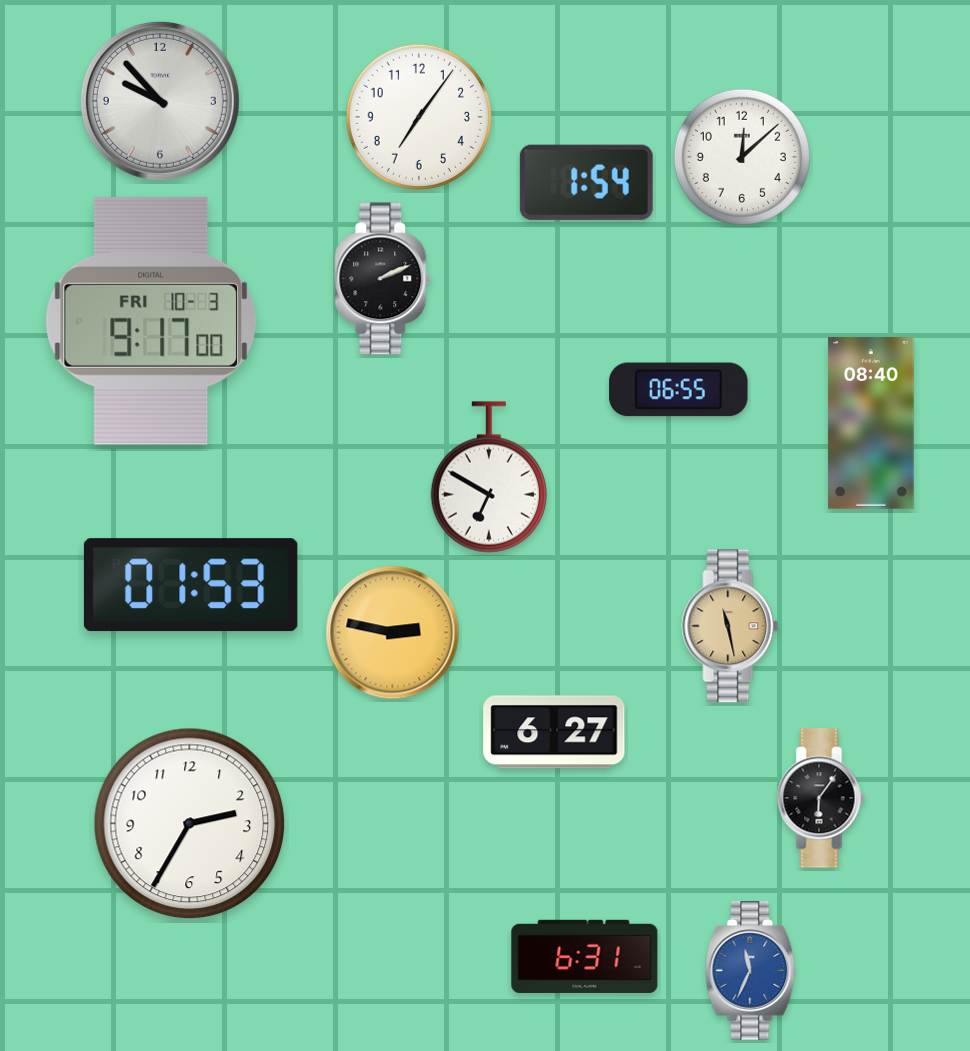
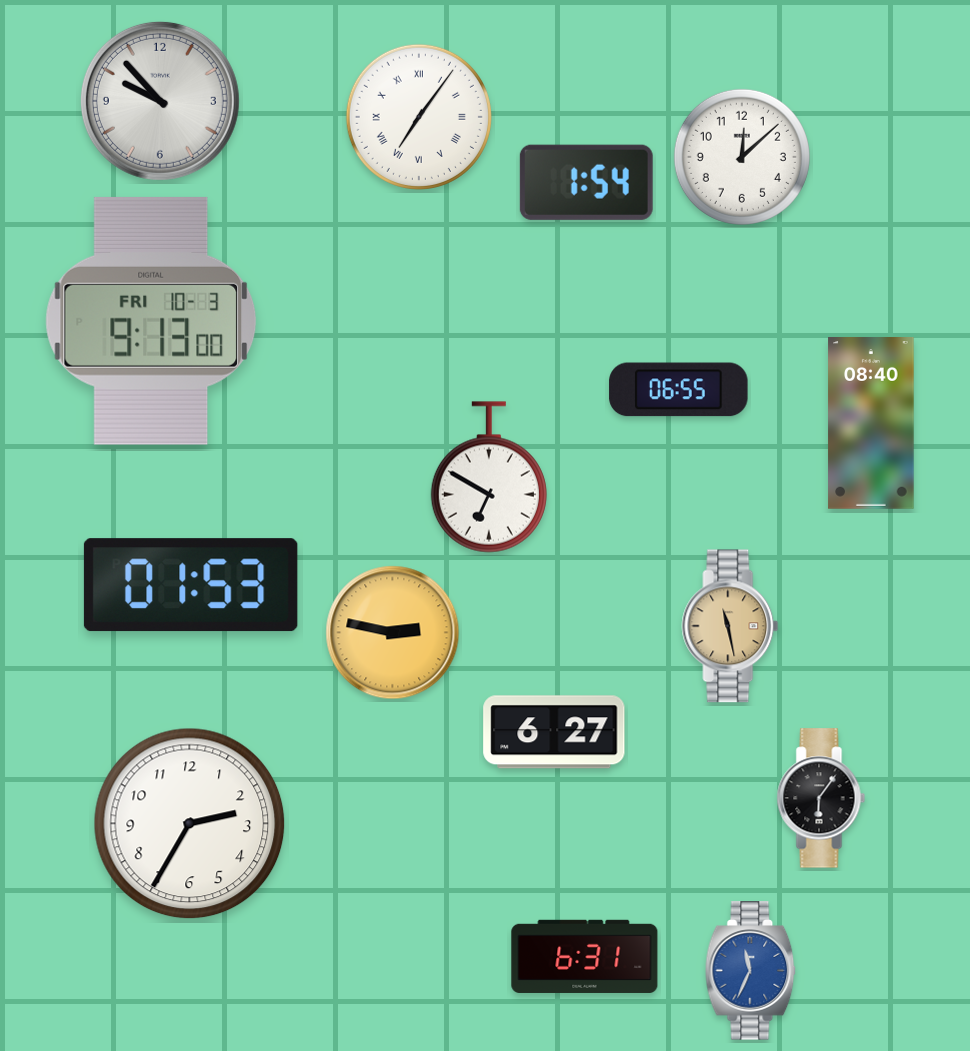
clock at (419, 117) numerals: Arabic -> Roman
clock at (383, 279): 2:11 -> none
clock at (151, 321): 9:17 -> 9:13
